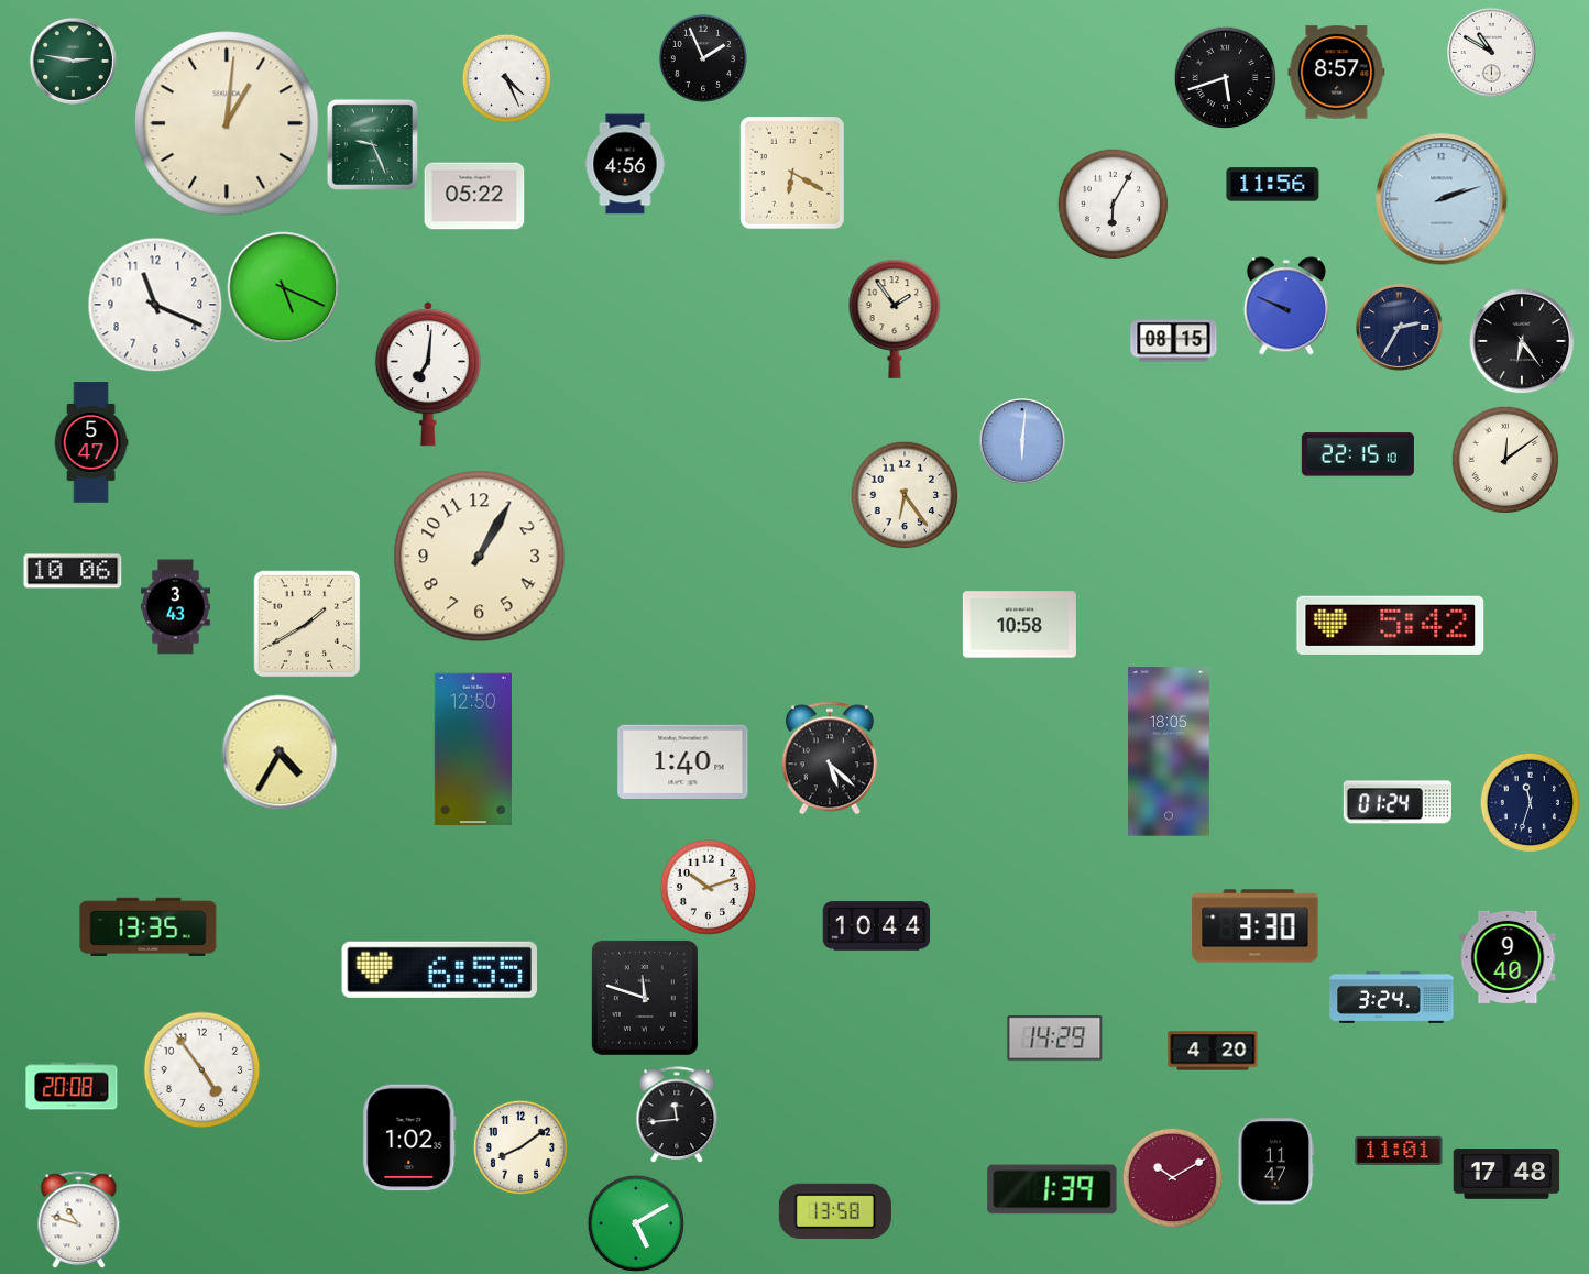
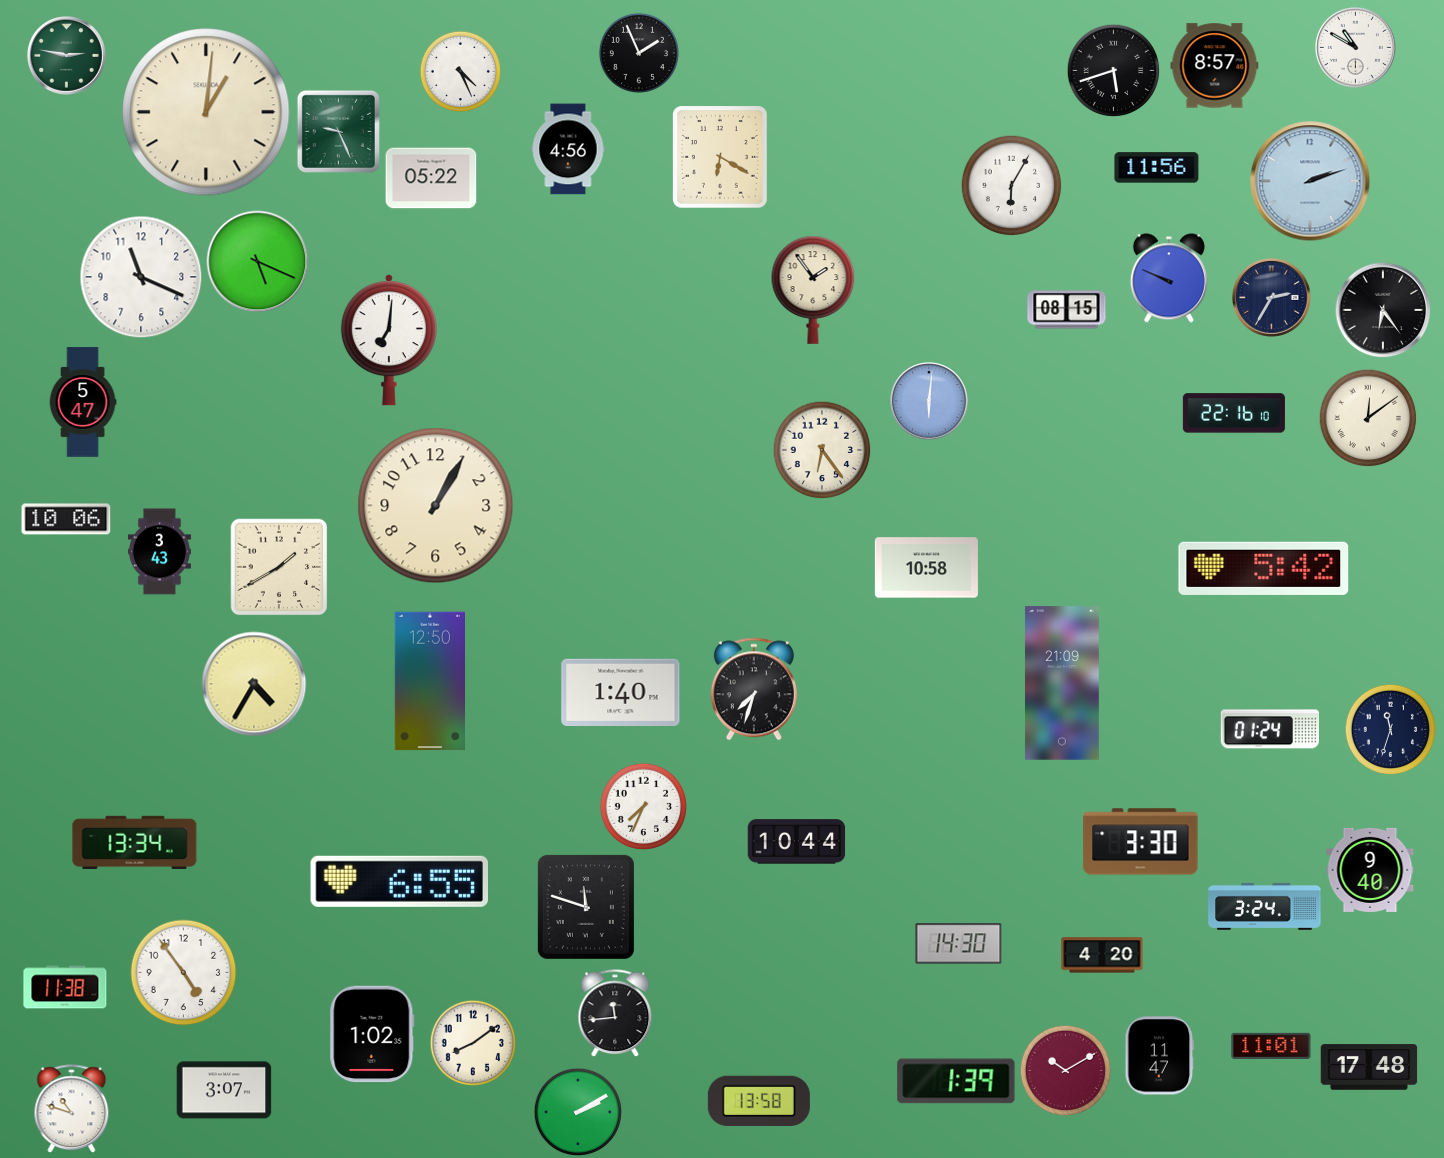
clock at (1358, 454): 22:15 -> 22:16
clock at (1169, 751): 18:05 -> 21:09
clock at (830, 758): 5:22 -> 7:33
clock at (708, 887): 10:12 -> 7:34
clock at (149, 926): 13:35 -> 13:34
clock at (1055, 1039): 14:29 -> 14:30
clock at (72, 1086): 20:08 -> 11:38
clock at (224, 1090): none -> 3:07
clock at (635, 1222): 5:10 -> 2:10
